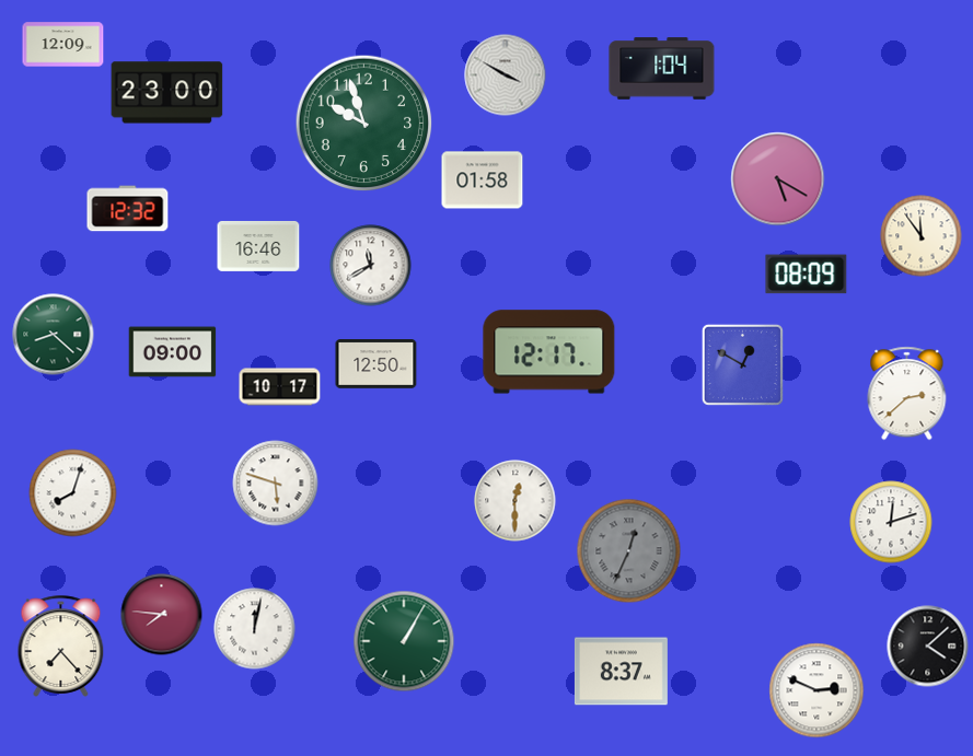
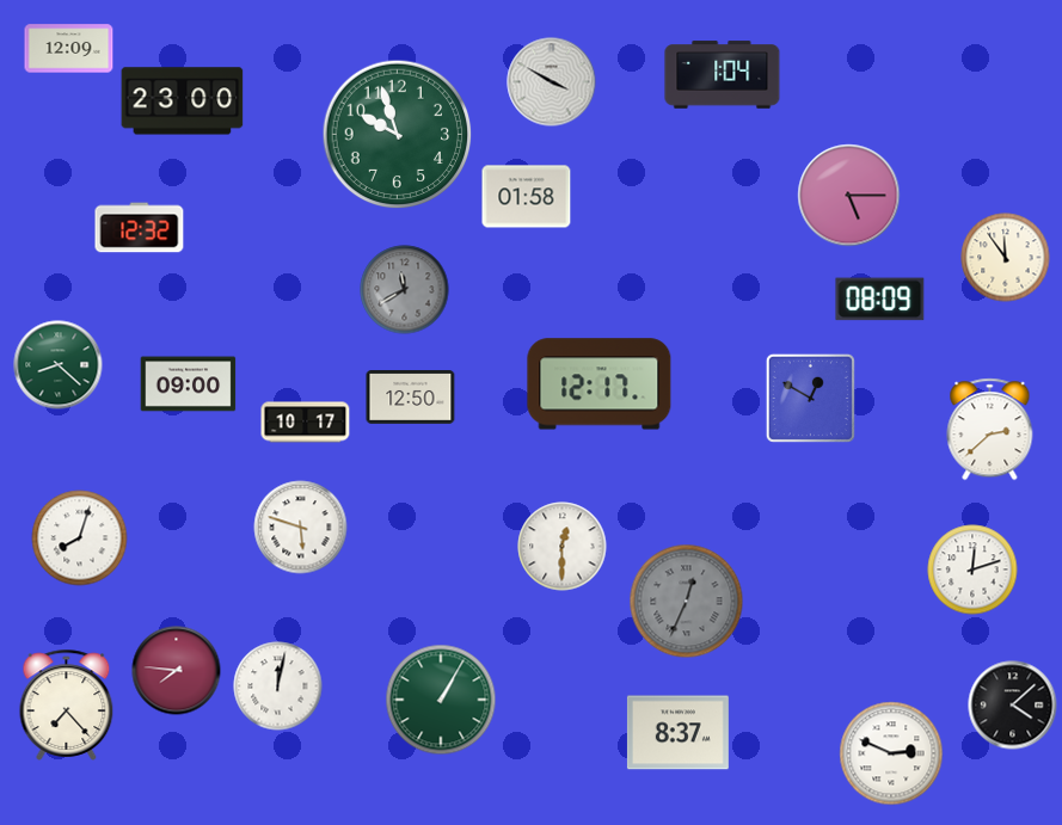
clock at (778, 179): 5:20 -> 5:15
clock at (258, 246): 16:46 -> none
clock at (371, 266) dial: white -> grey
